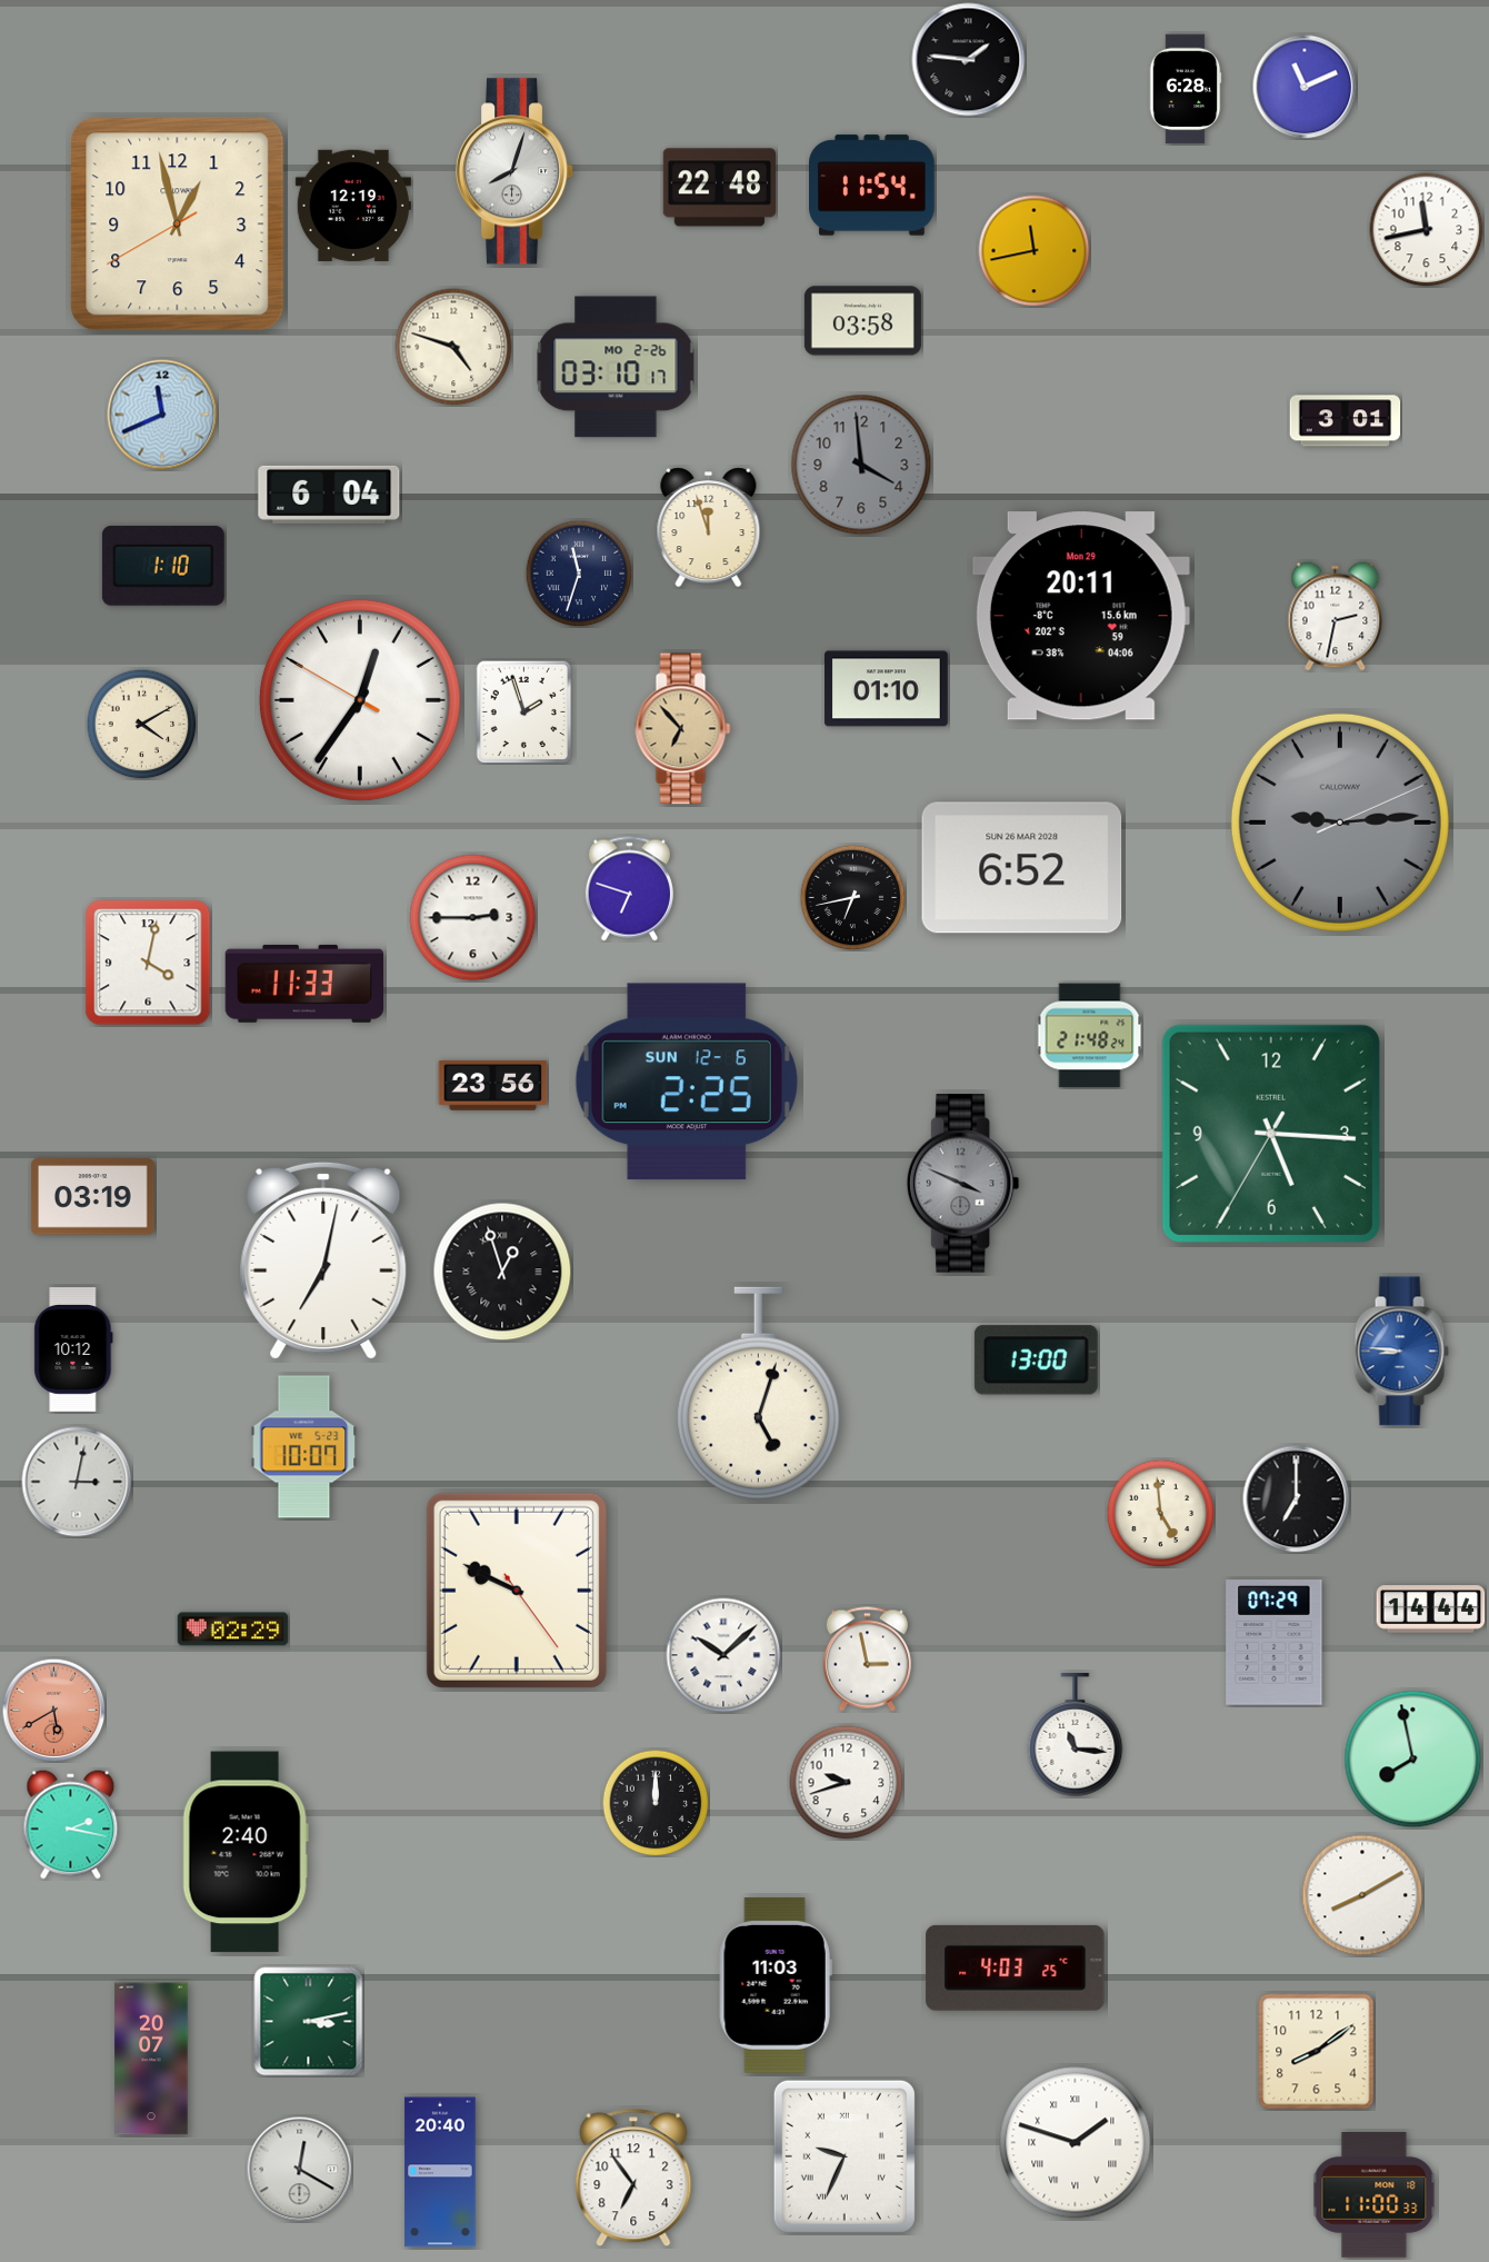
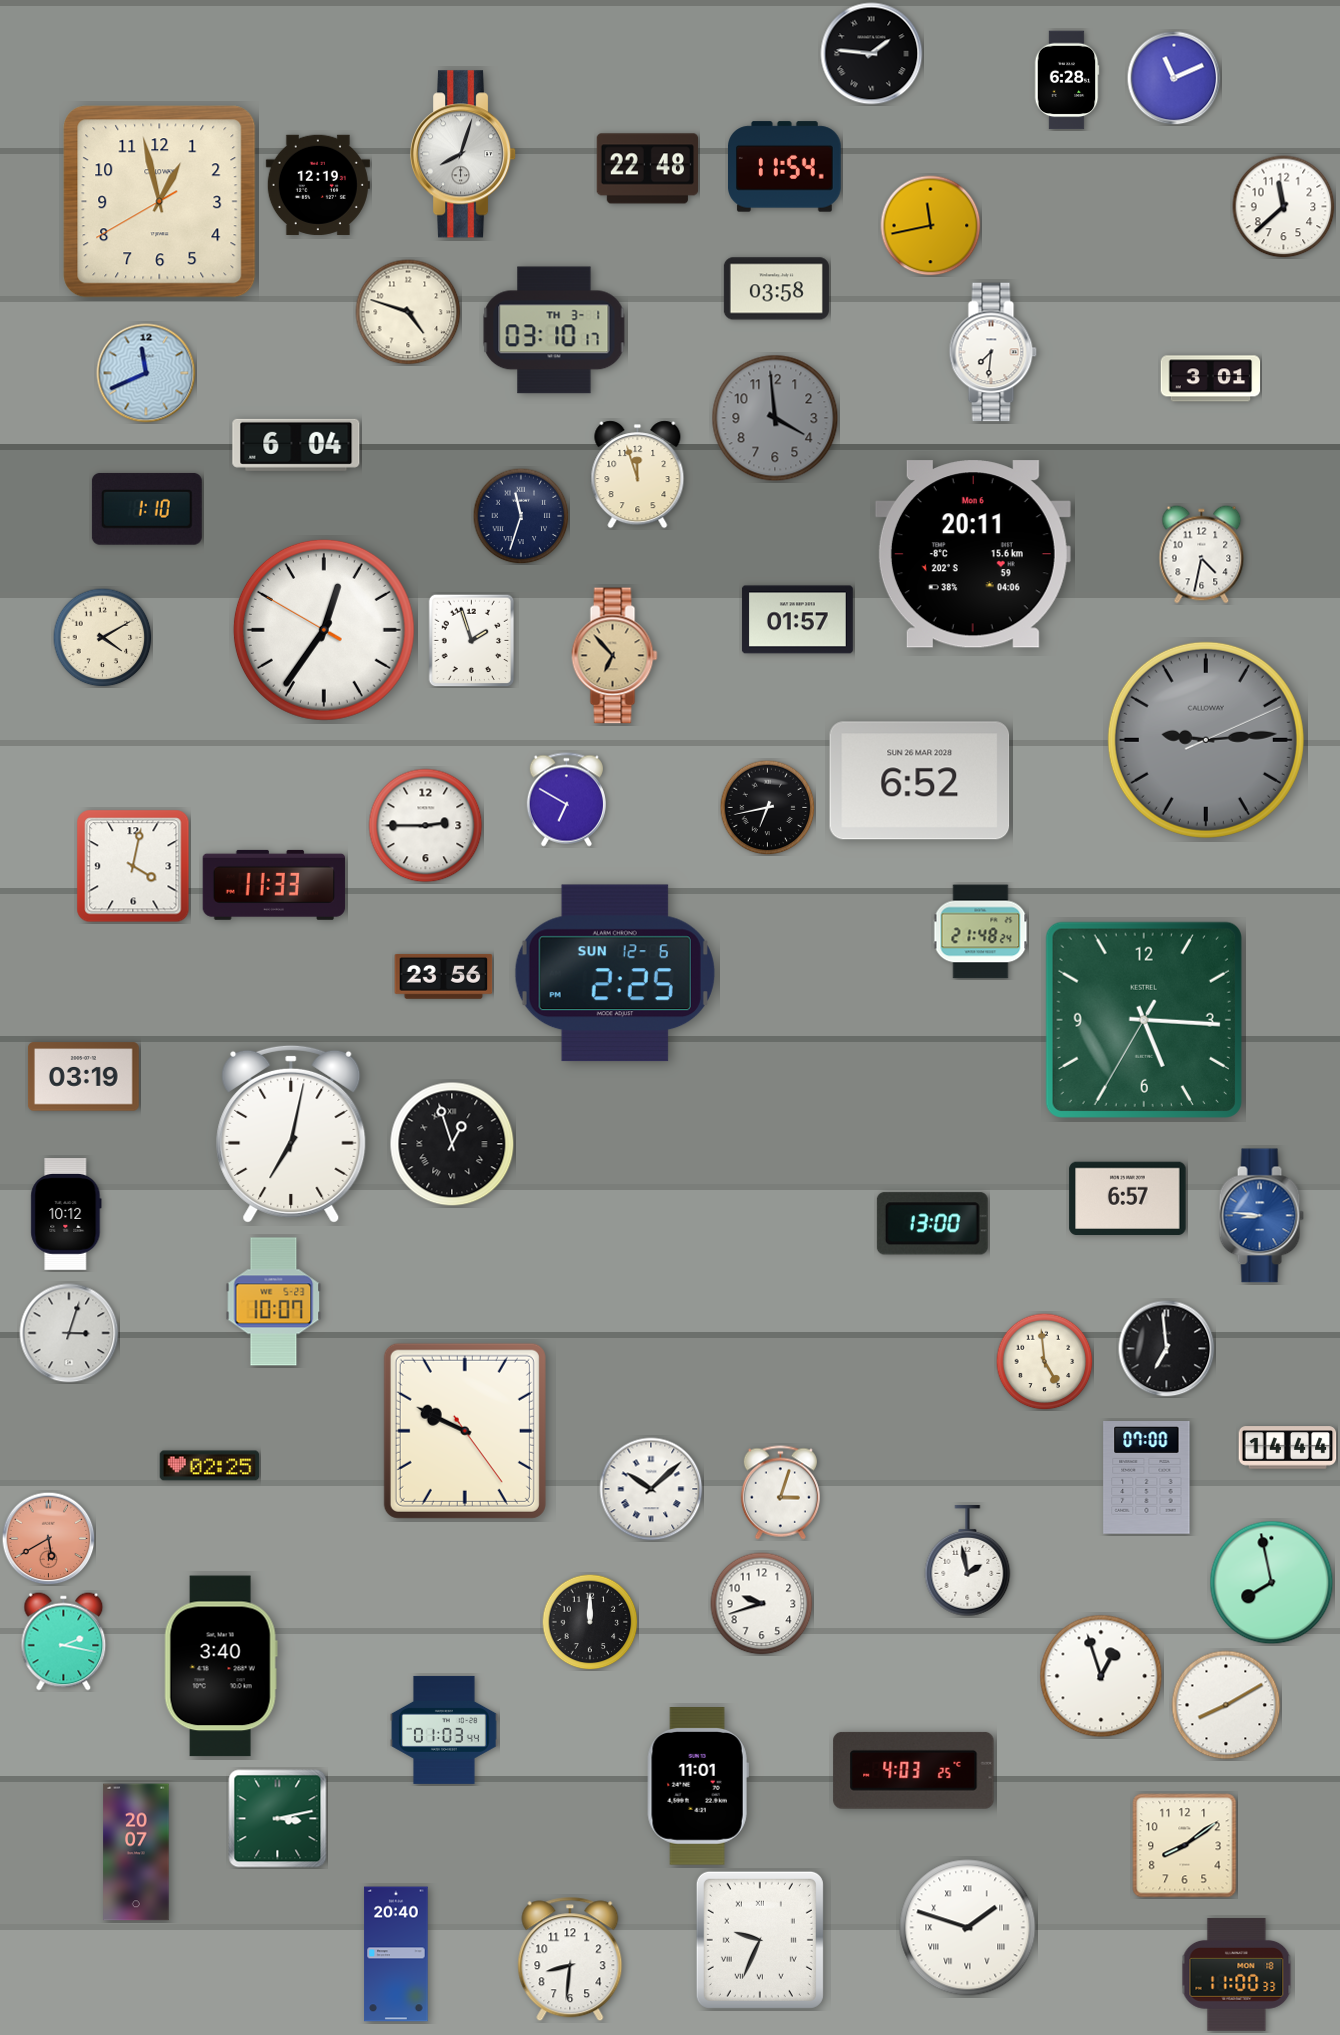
clock at (1427, 230): 11:43 -> 11:38
clock at (616, 367) date: MO 2-26 -> TH 3-1
clock at (993, 352): none -> 7:31
clock at (1081, 616) date: Mon 29 -> Mon 6
clock at (1336, 617): 2:32 -> 4:32
clock at (886, 689): 01:10 -> 01:57
clock at (142, 725) position: (142, 725) -> (103, 638)
clock at (629, 889): 6:48 -> 6:50
clock at (687, 1082) position: (687, 1082) -> (615, 973)
clock at (963, 1184): 3:49 -> none
clock at (1128, 1198): none -> 6:57
clock at (758, 1394): 5:03 -> none
clock at (77, 1482): 3:02 -> 3:03
clock at (1297, 1499): 7:00 -> 6:59
clock at (233, 1630): 02:29 -> 02:25
clock at (1275, 1643): 07:29 -> 07:00
clock at (867, 1660): 2:58 -> 3:03
clock at (1076, 1735): 11:16 -> 1:58
clock at (246, 1852): 2:40 -> 3:40
clock at (1101, 1676): none -> 12:57
clock at (444, 1730): none -> 01:03
clock at (776, 1985): 11:03 -> 11:01
clock at (299, 2169): 12:20 -> none
clock at (633, 2178): 6:54 -> 8:31
